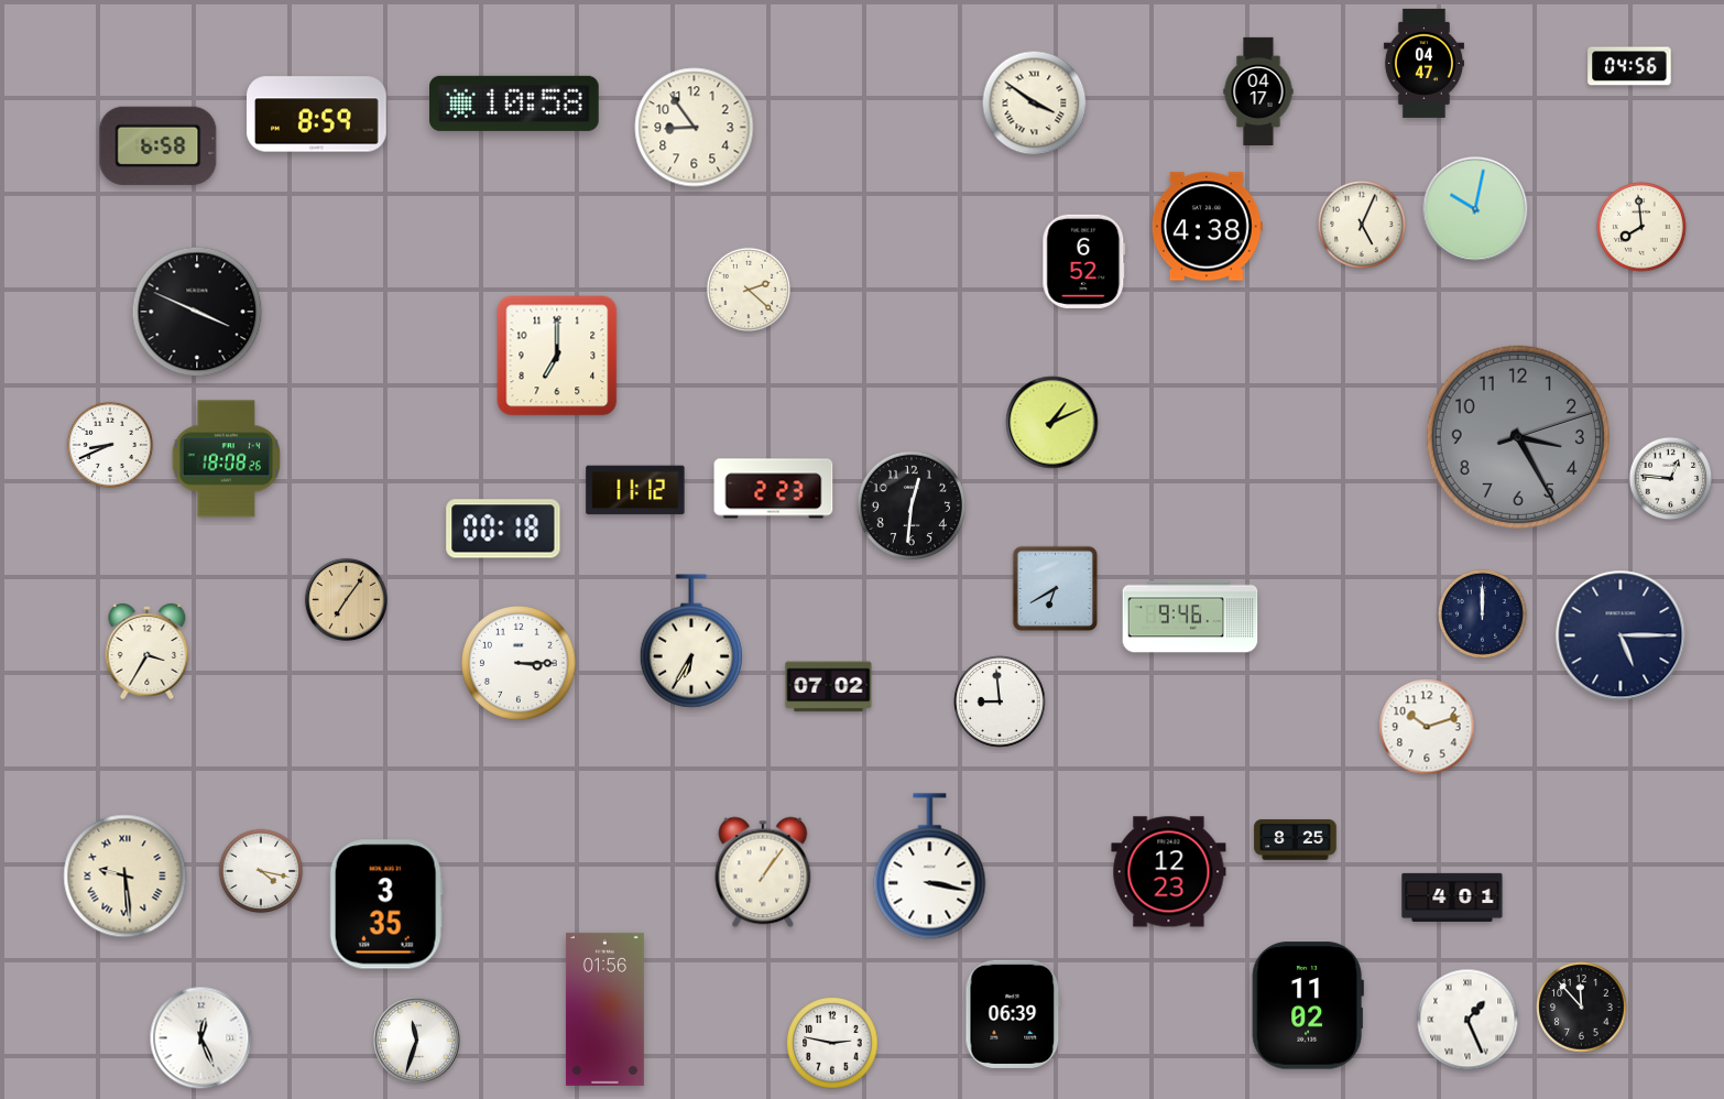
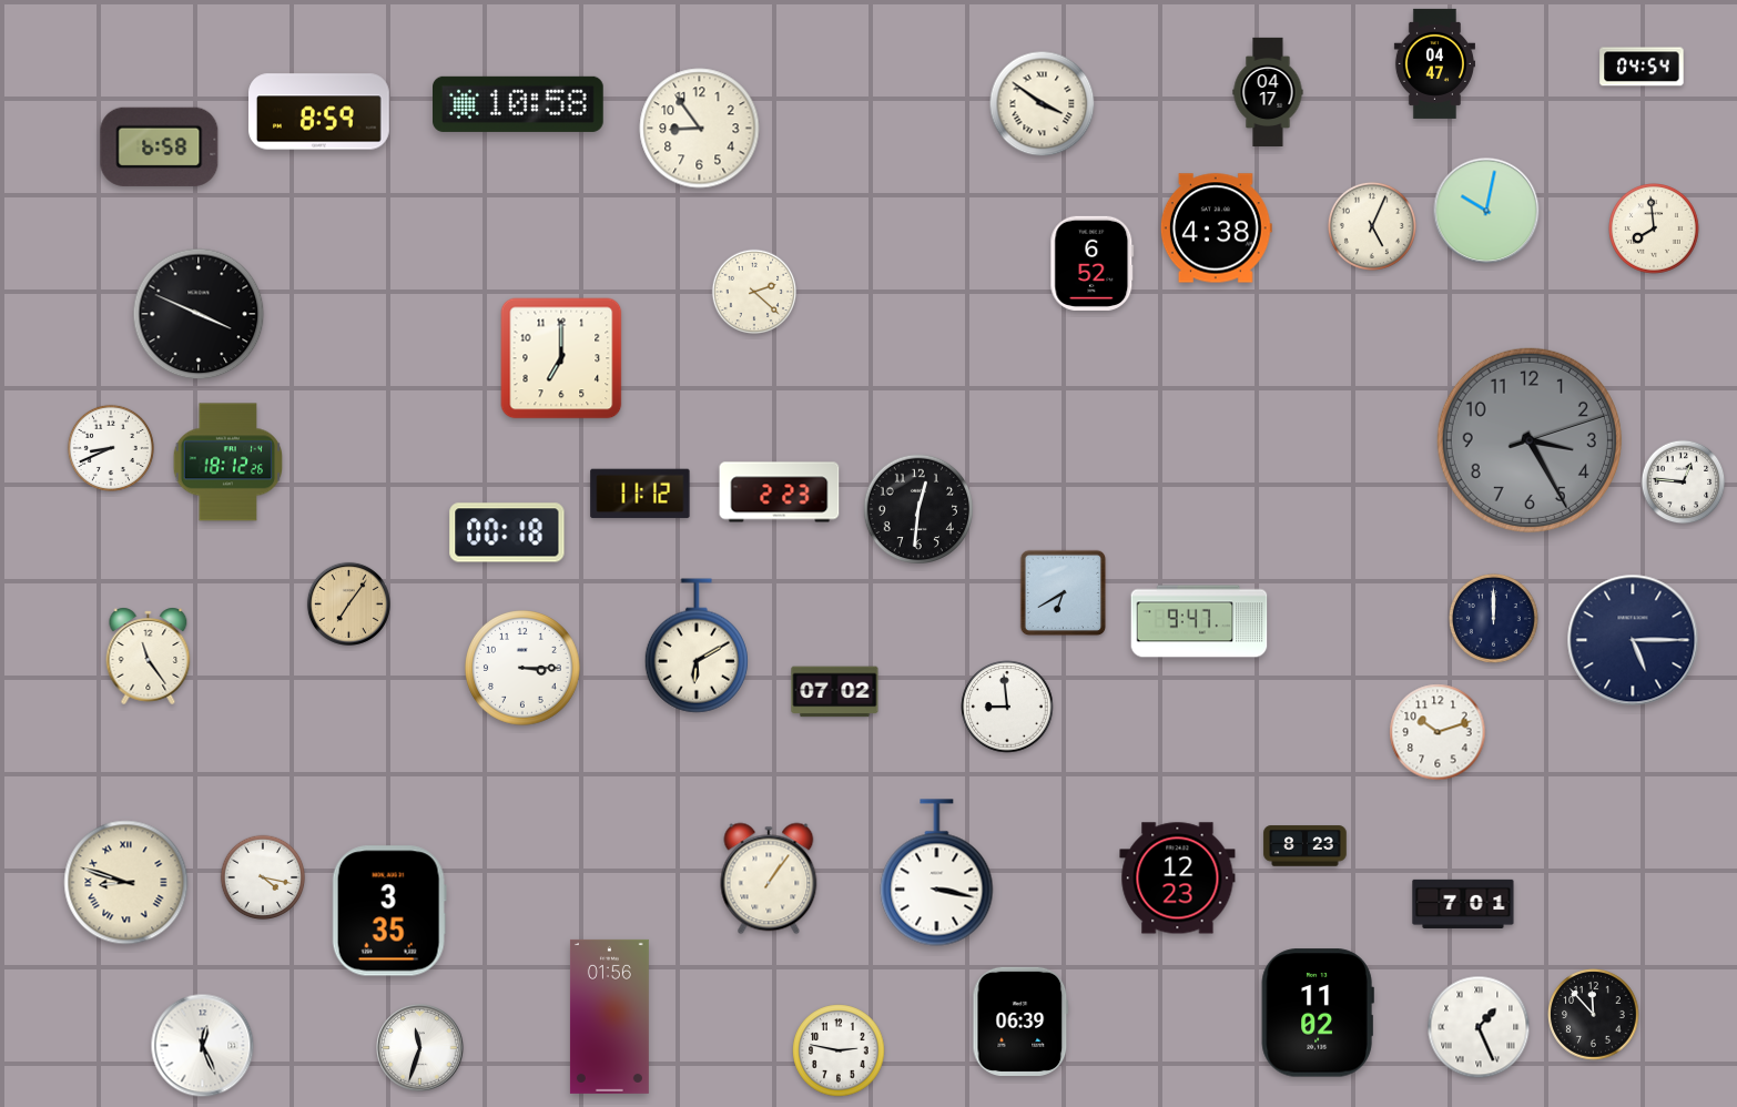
clock at (1629, 66): 04:56 -> 04:54
clock at (317, 115) position: (317, 115) -> (319, 112)
clock at (1052, 423): 1:11 -> none
clock at (227, 459): 18:08 -> 18:12
clock at (1190, 617): 9:46 -> 9:47
clock at (691, 641): 6:35 -> 6:10
clock at (148, 651): 3:35 -> 11:24
clock at (1296, 840): 8:25 -> 8:23
clock at (126, 877): 9:29 -> 8:48
clock at (1452, 897): 4:01 -> 7:01
